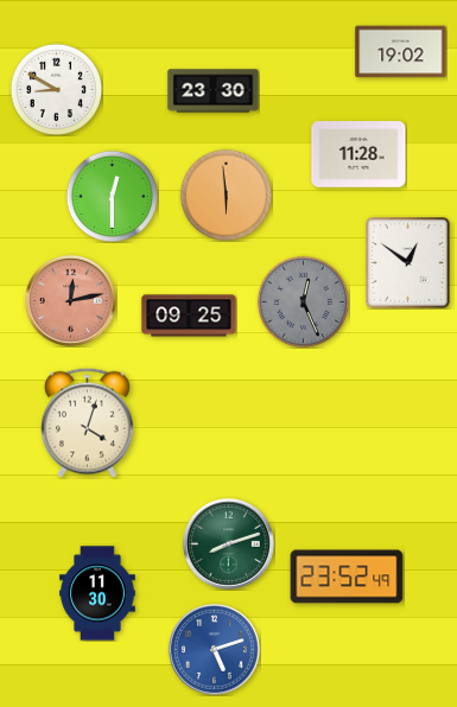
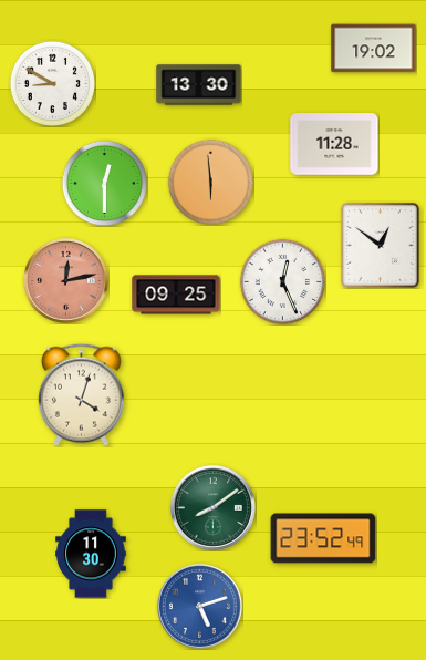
clock at (214, 91): 23:30 -> 13:30
clock at (303, 301) dial: grey -> white
clock at (228, 543): 8:12 -> 8:09
